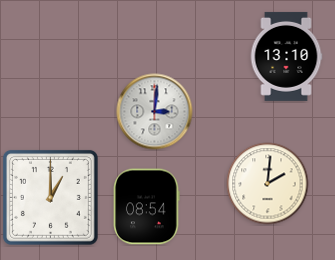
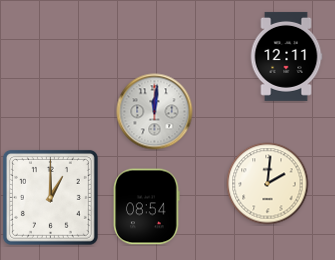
clock at (286, 56): 13:10 -> 12:11
clock at (155, 112): 3:01 -> 12:01
